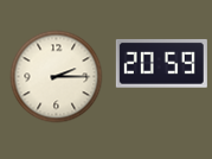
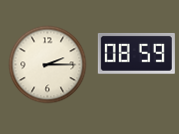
clock at (161, 63): 20:59 -> 08:59
